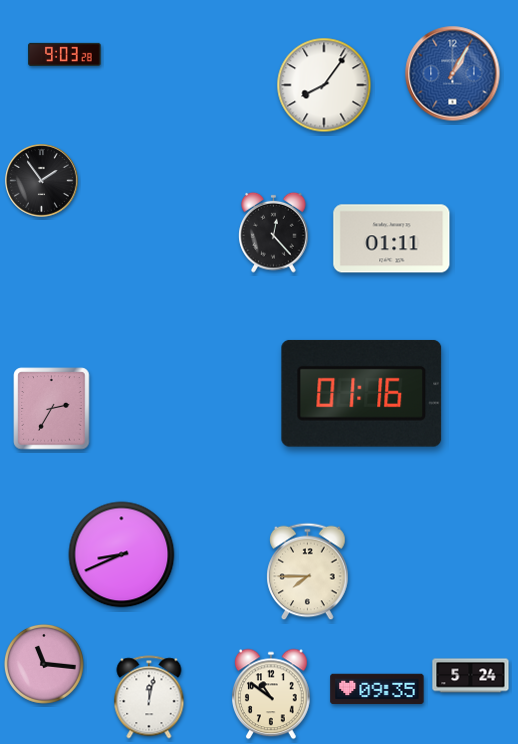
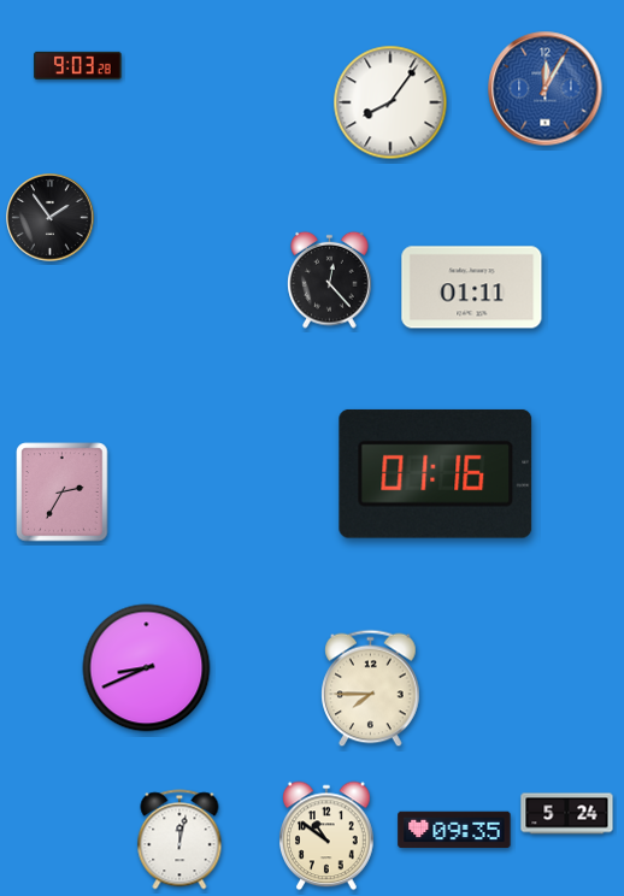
clock at (453, 74): 1:05 -> 12:05
clock at (44, 664): 11:16 -> none
